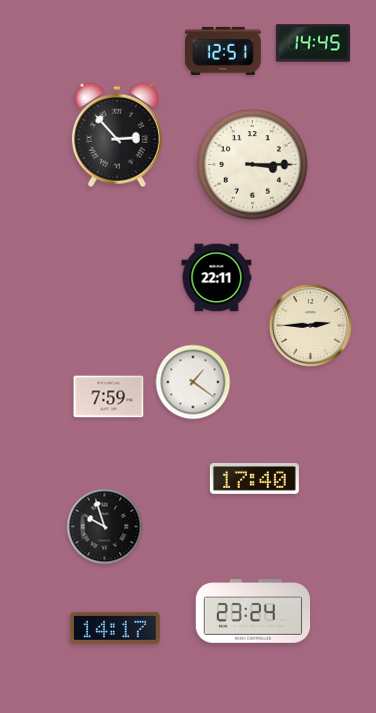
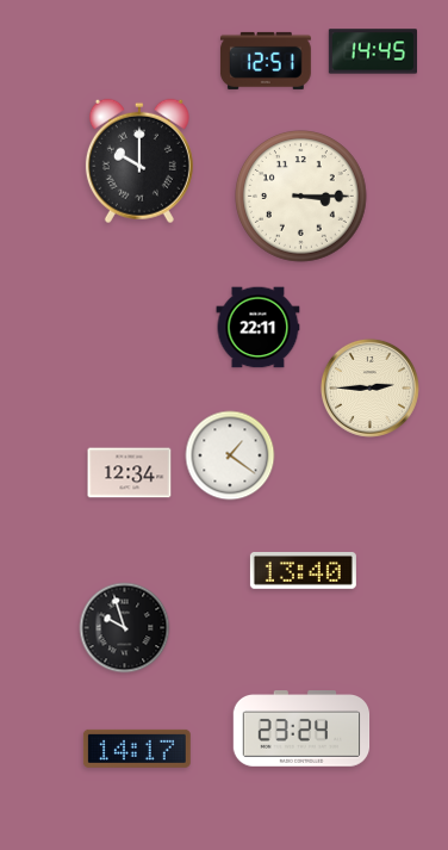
clock at (117, 135): 2:53 -> 10:00
clock at (217, 278) position: (217, 278) -> (259, 328)
clock at (109, 397): 7:59 -> 12:34
clock at (254, 479): 17:40 -> 13:40
